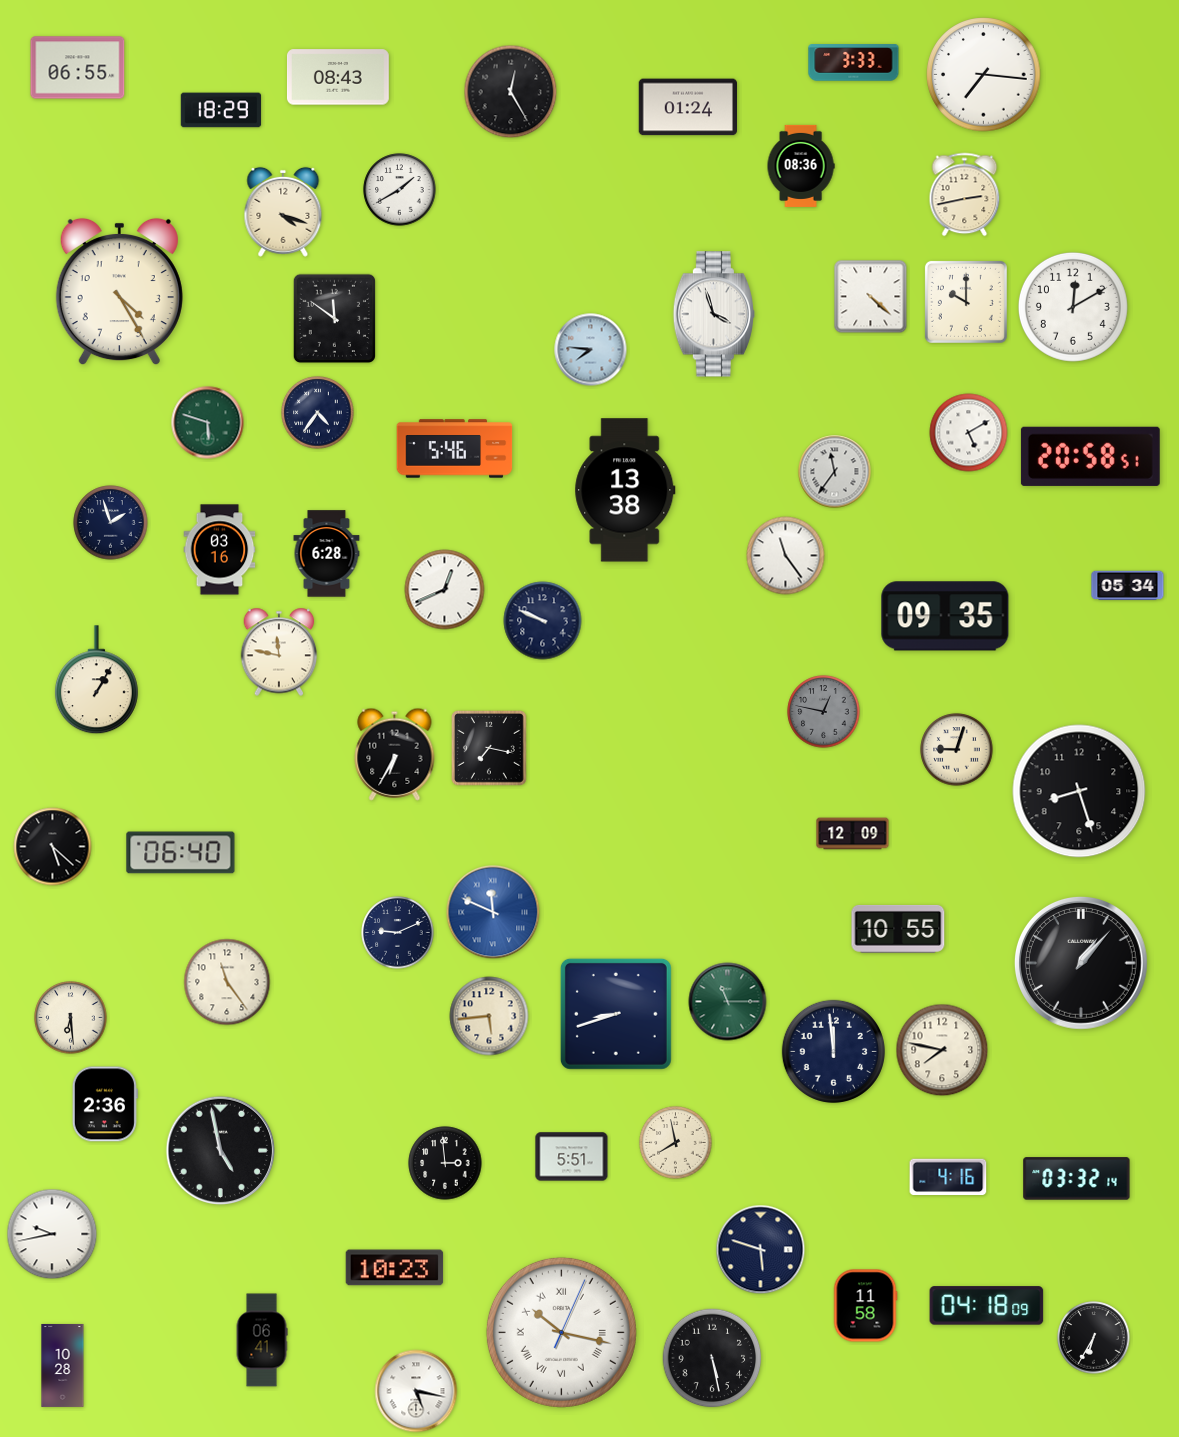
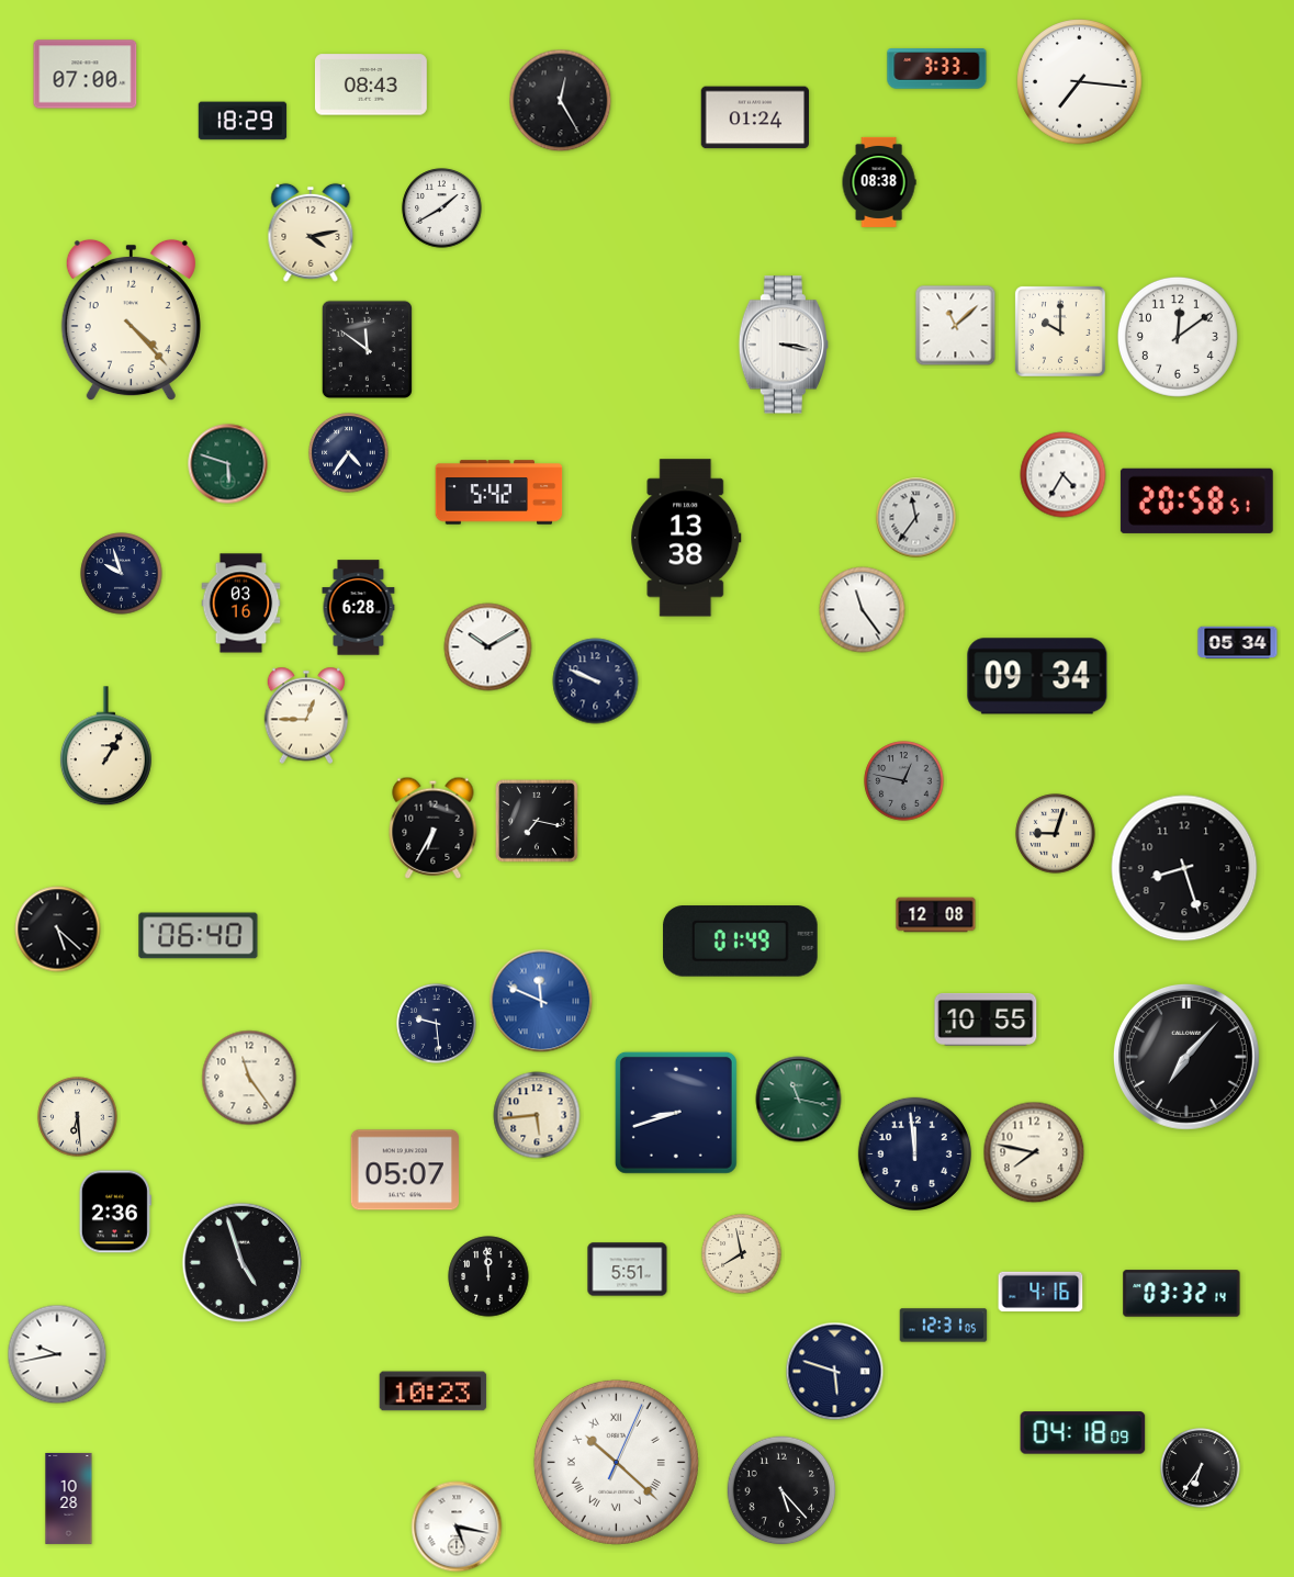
clock at (78, 68): 06:55 -> 07:00
clock at (801, 166): 08:36 -> 08:38
clock at (400, 190) position: (400, 190) -> (442, 209)
clock at (965, 195): 2:43 -> none
clock at (283, 212): 4:18 -> 4:13
clock at (119, 292): 4:25 -> 4:23
clock at (871, 297): 4:22 -> 11:08
clock at (1073, 307): 12:10 -> 12:09
clock at (713, 314): 3:57 -> 3:17
clock at (591, 350): 7:46 -> none
clock at (969, 433): 5:10 -> 4:35
clock at (455, 449): 5:46 -> 5:42
clock at (111, 523): 1:57 -> 9:57
clock at (445, 590): 12:41 -> 10:10
clock at (945, 616): 09:35 -> 09:34
clock at (279, 652): 11:47 -> 12:45
clock at (957, 750) position: (957, 750) -> (1056, 834)
clock at (853, 834): 12:09 -> 12:08
clock at (741, 942): none -> 01:49
clock at (398, 933): 9:11 -> 9:29
clock at (1081, 963): 1:07 -> 7:07
clock at (728, 1002): 11:15 -> 11:17
clock at (404, 1170): none -> 05:07
clock at (221, 1151): 4:58 -> 4:57
clock at (445, 1163): 2:59 -> 11:59
clock at (944, 1326): none -> 12:31
clock at (865, 1306): 11:58 -> none
clock at (561, 1332): 10:17 -> 10:22
clock at (1094, 1338): 6:35 -> 6:36
clock at (262, 1340): 06:41 -> none
clock at (712, 1358): 5:28 -> 5:23
